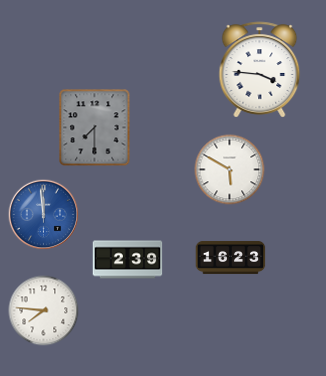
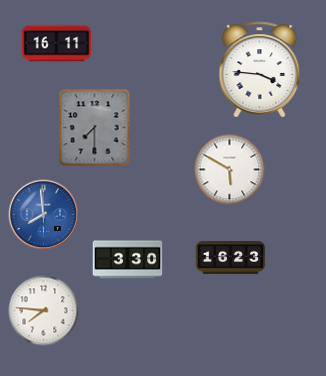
clock at (57, 44): none -> 16:11
clock at (44, 215): 11:59 -> 7:59
clock at (128, 260): 2:39 -> 3:30
